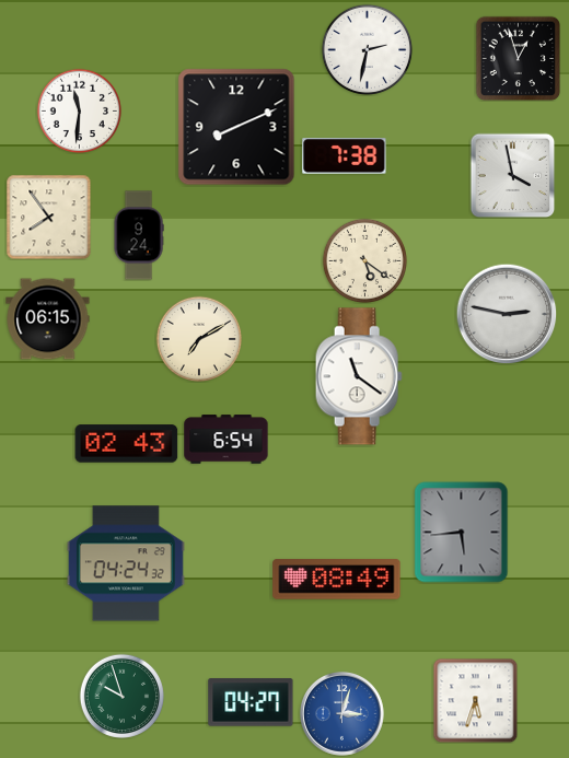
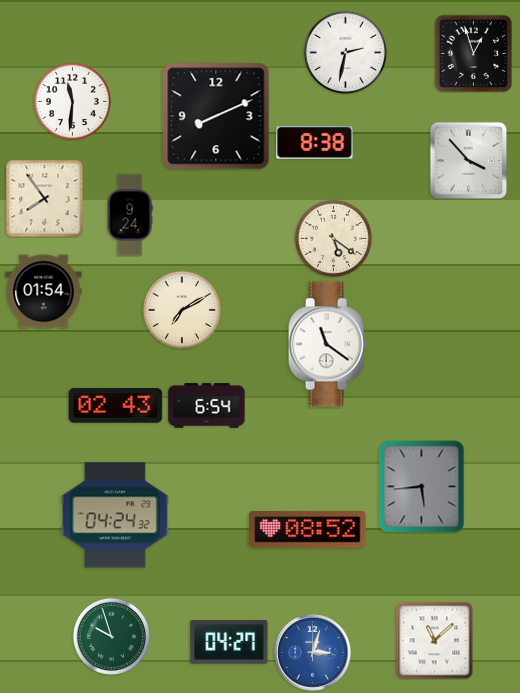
clock at (367, 49) position: (367, 49) -> (345, 52)
clock at (345, 156): 7:38 -> 8:38
clock at (512, 175): 3:58 -> 3:53
clock at (139, 235) position: (139, 235) -> (130, 215)
clock at (507, 314): 2:47 -> none
clock at (48, 319): 06:15 -> 01:54
clock at (227, 440) position: (227, 440) -> (207, 406)
clock at (337, 580): 08:49 -> 08:52
clock at (475, 700): 5:33 -> 11:08
